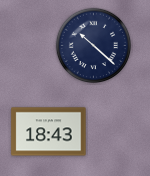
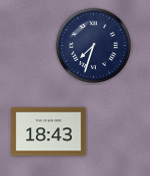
clock at (93, 45): 10:22 -> 7:33
